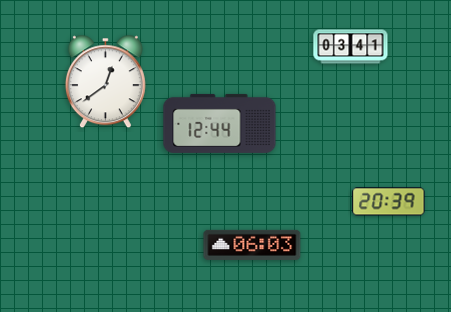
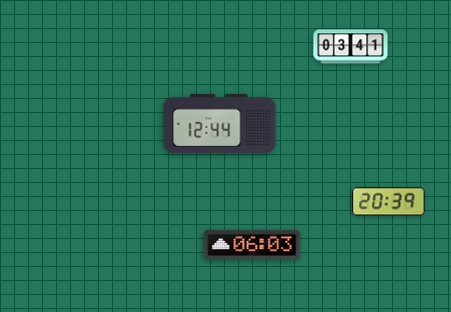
clock at (105, 82): 12:39 -> none
